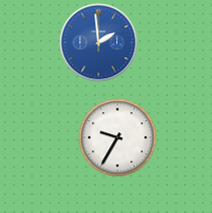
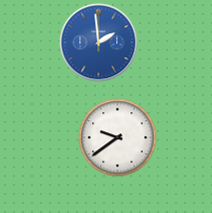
clock at (117, 137): 9:35 -> 9:39
